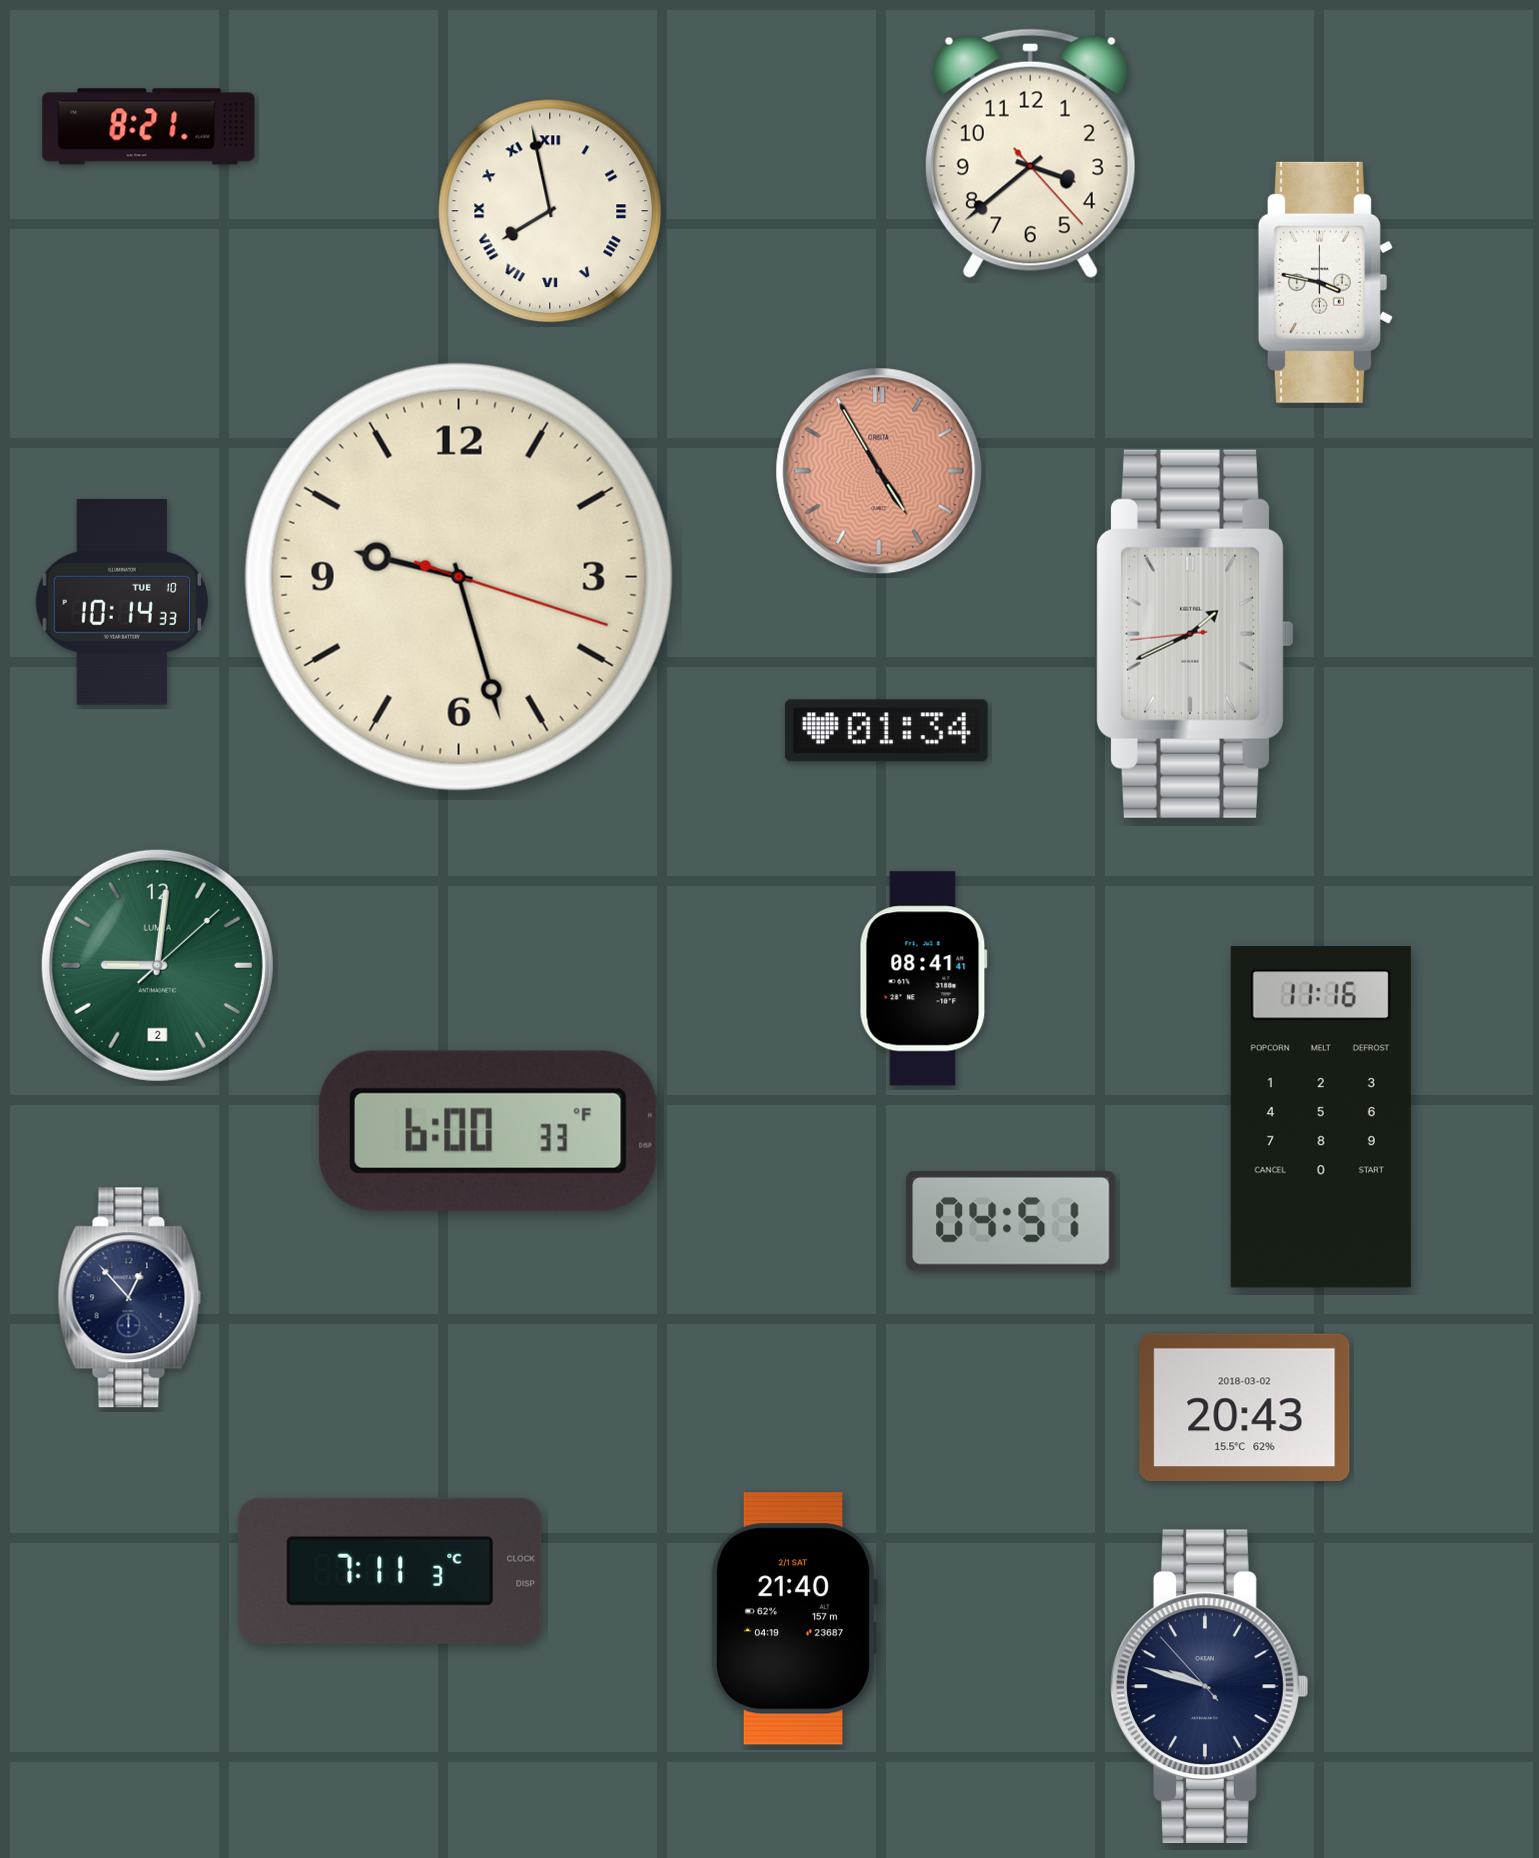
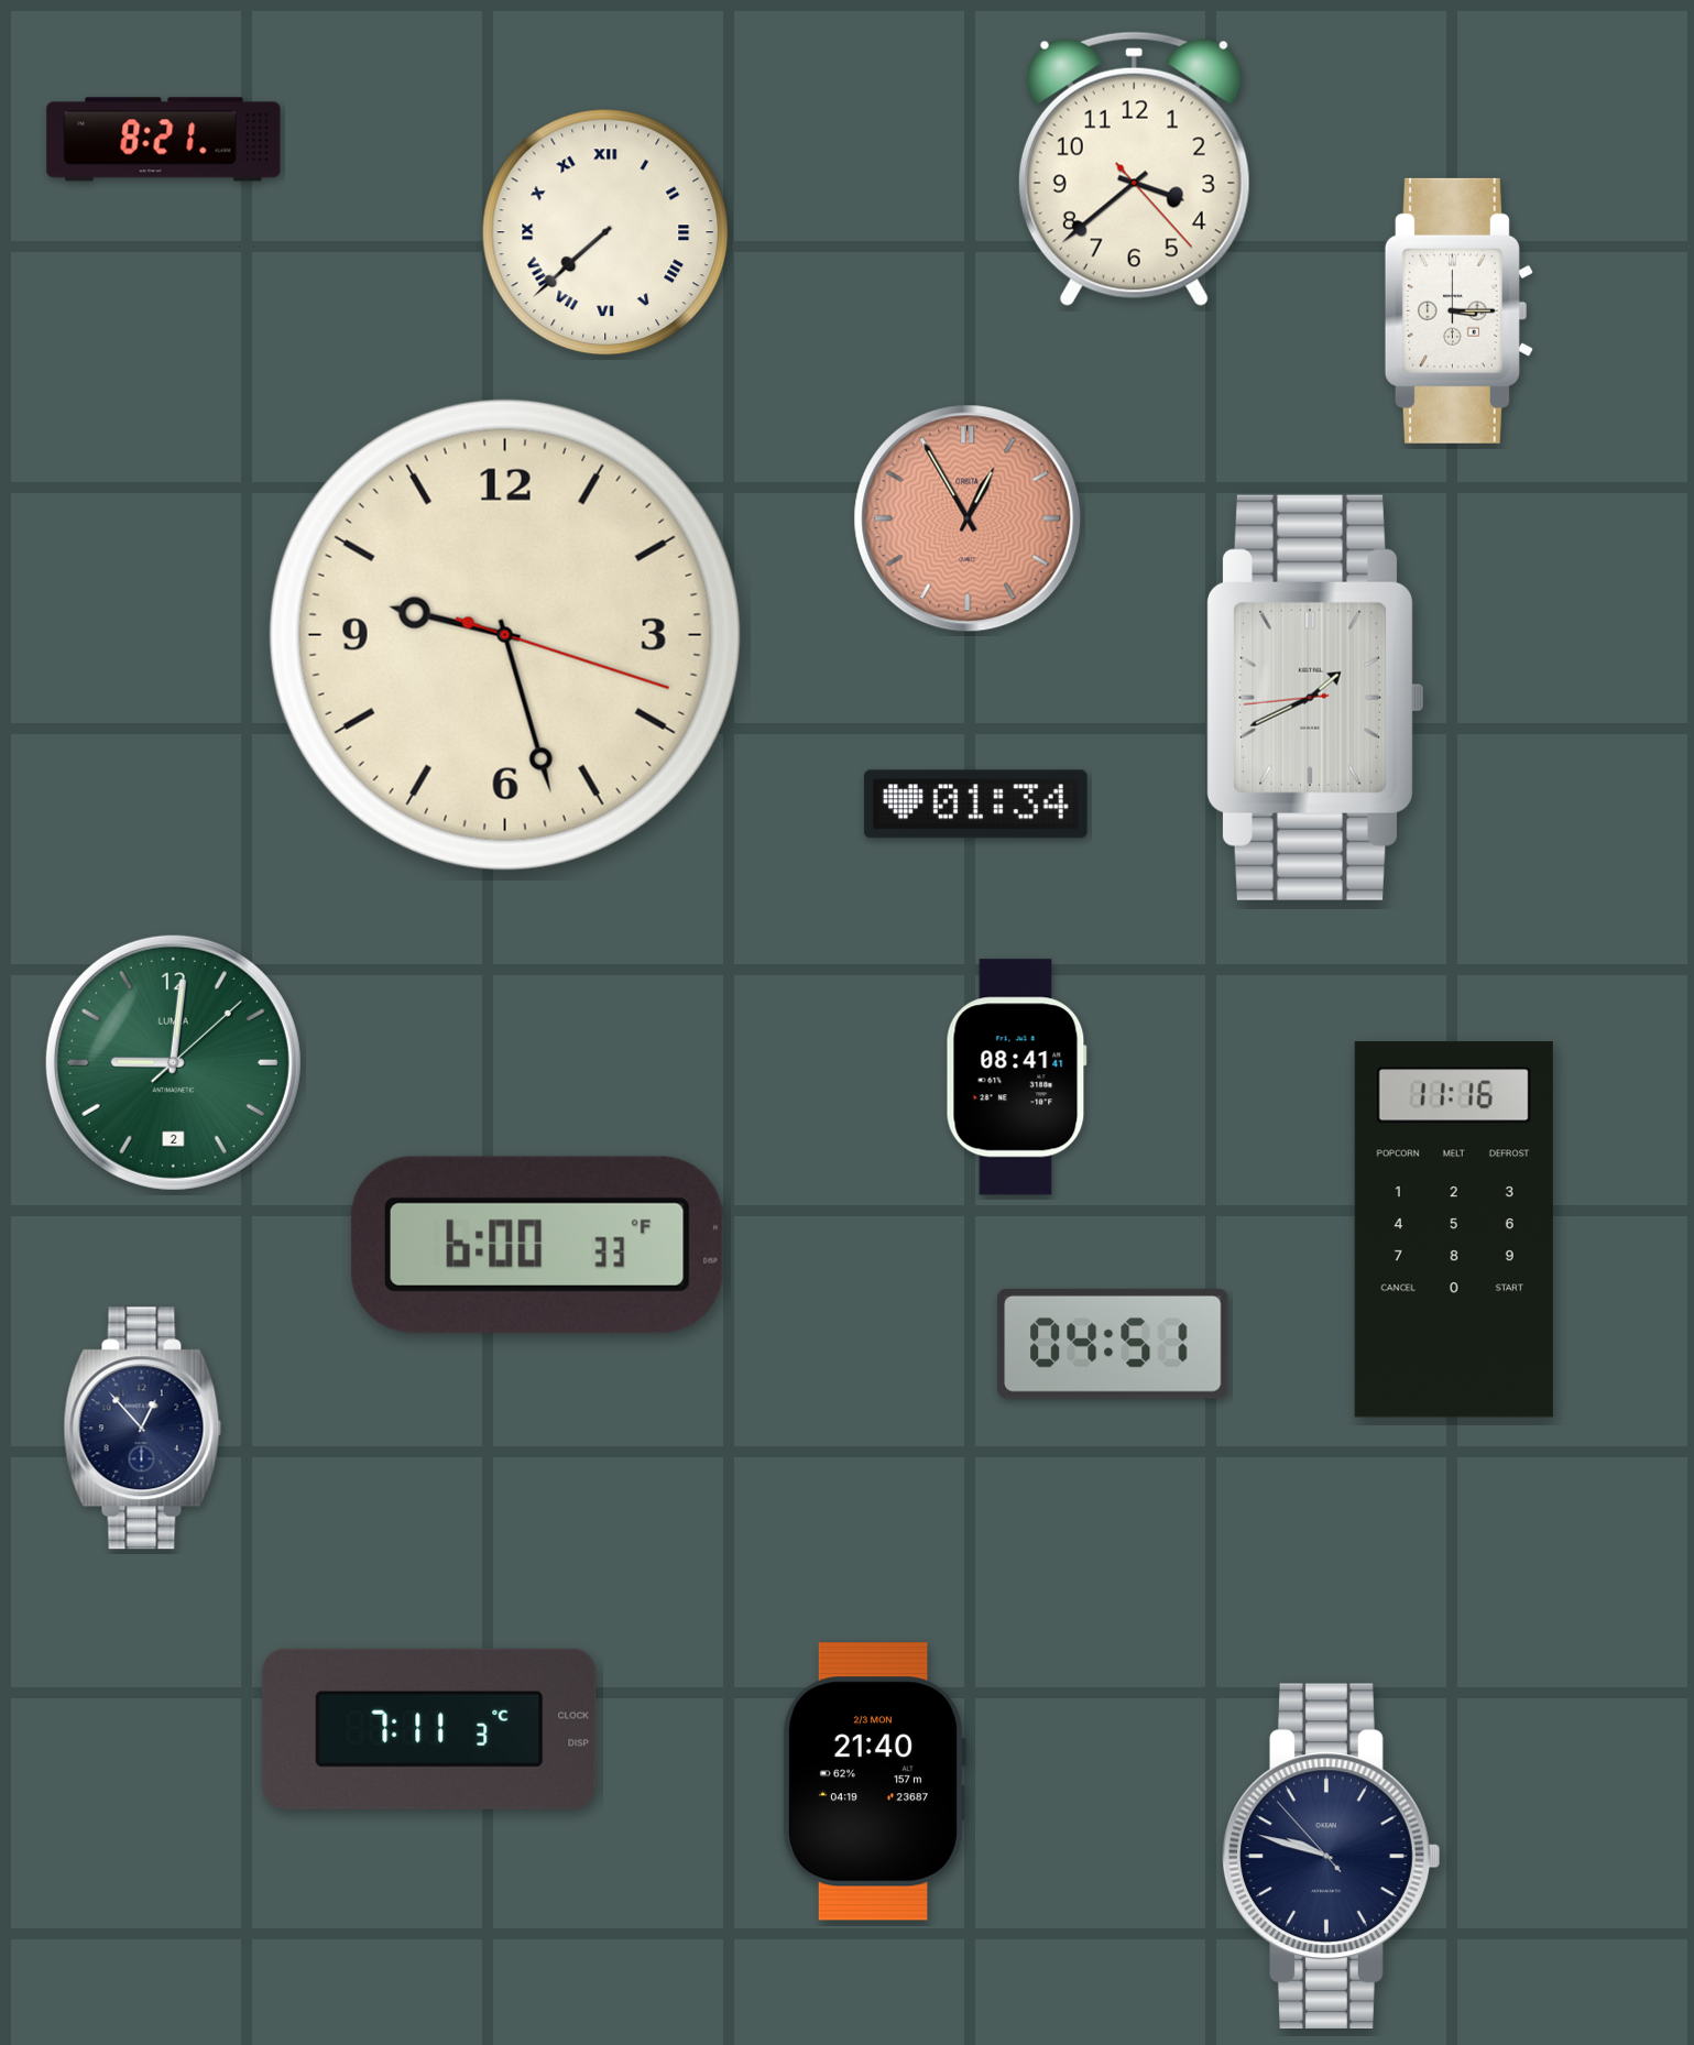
clock at (550, 211): 7:58 -> 7:38
clock at (1325, 282): 3:47 -> 3:15
clock at (879, 471): 4:55 -> 12:55
clock at (122, 603): 10:14 -> none
clock at (1245, 1408): 20:43 -> none
clock at (794, 1619) date: 2/1 SAT -> 2/3 MON
